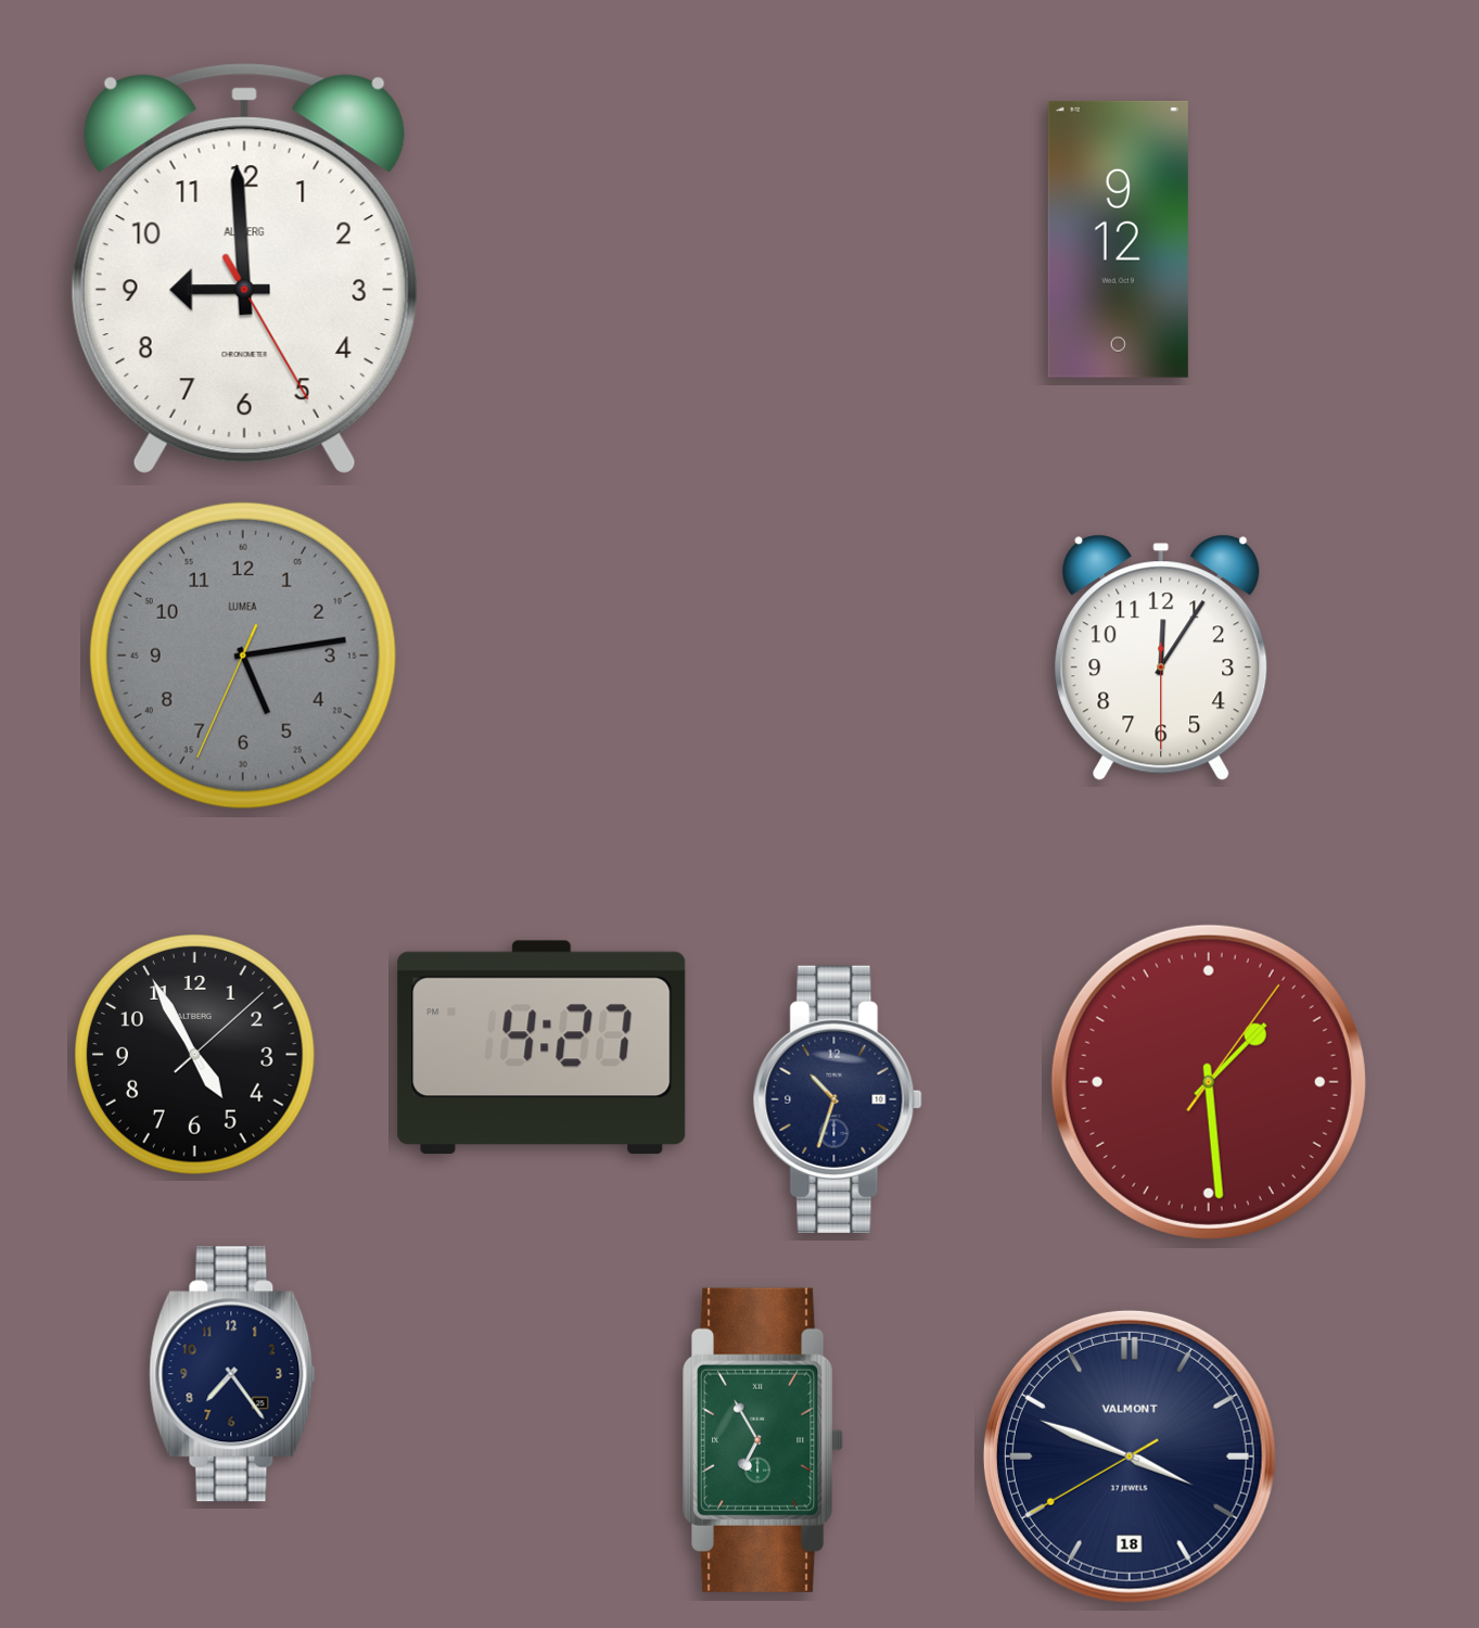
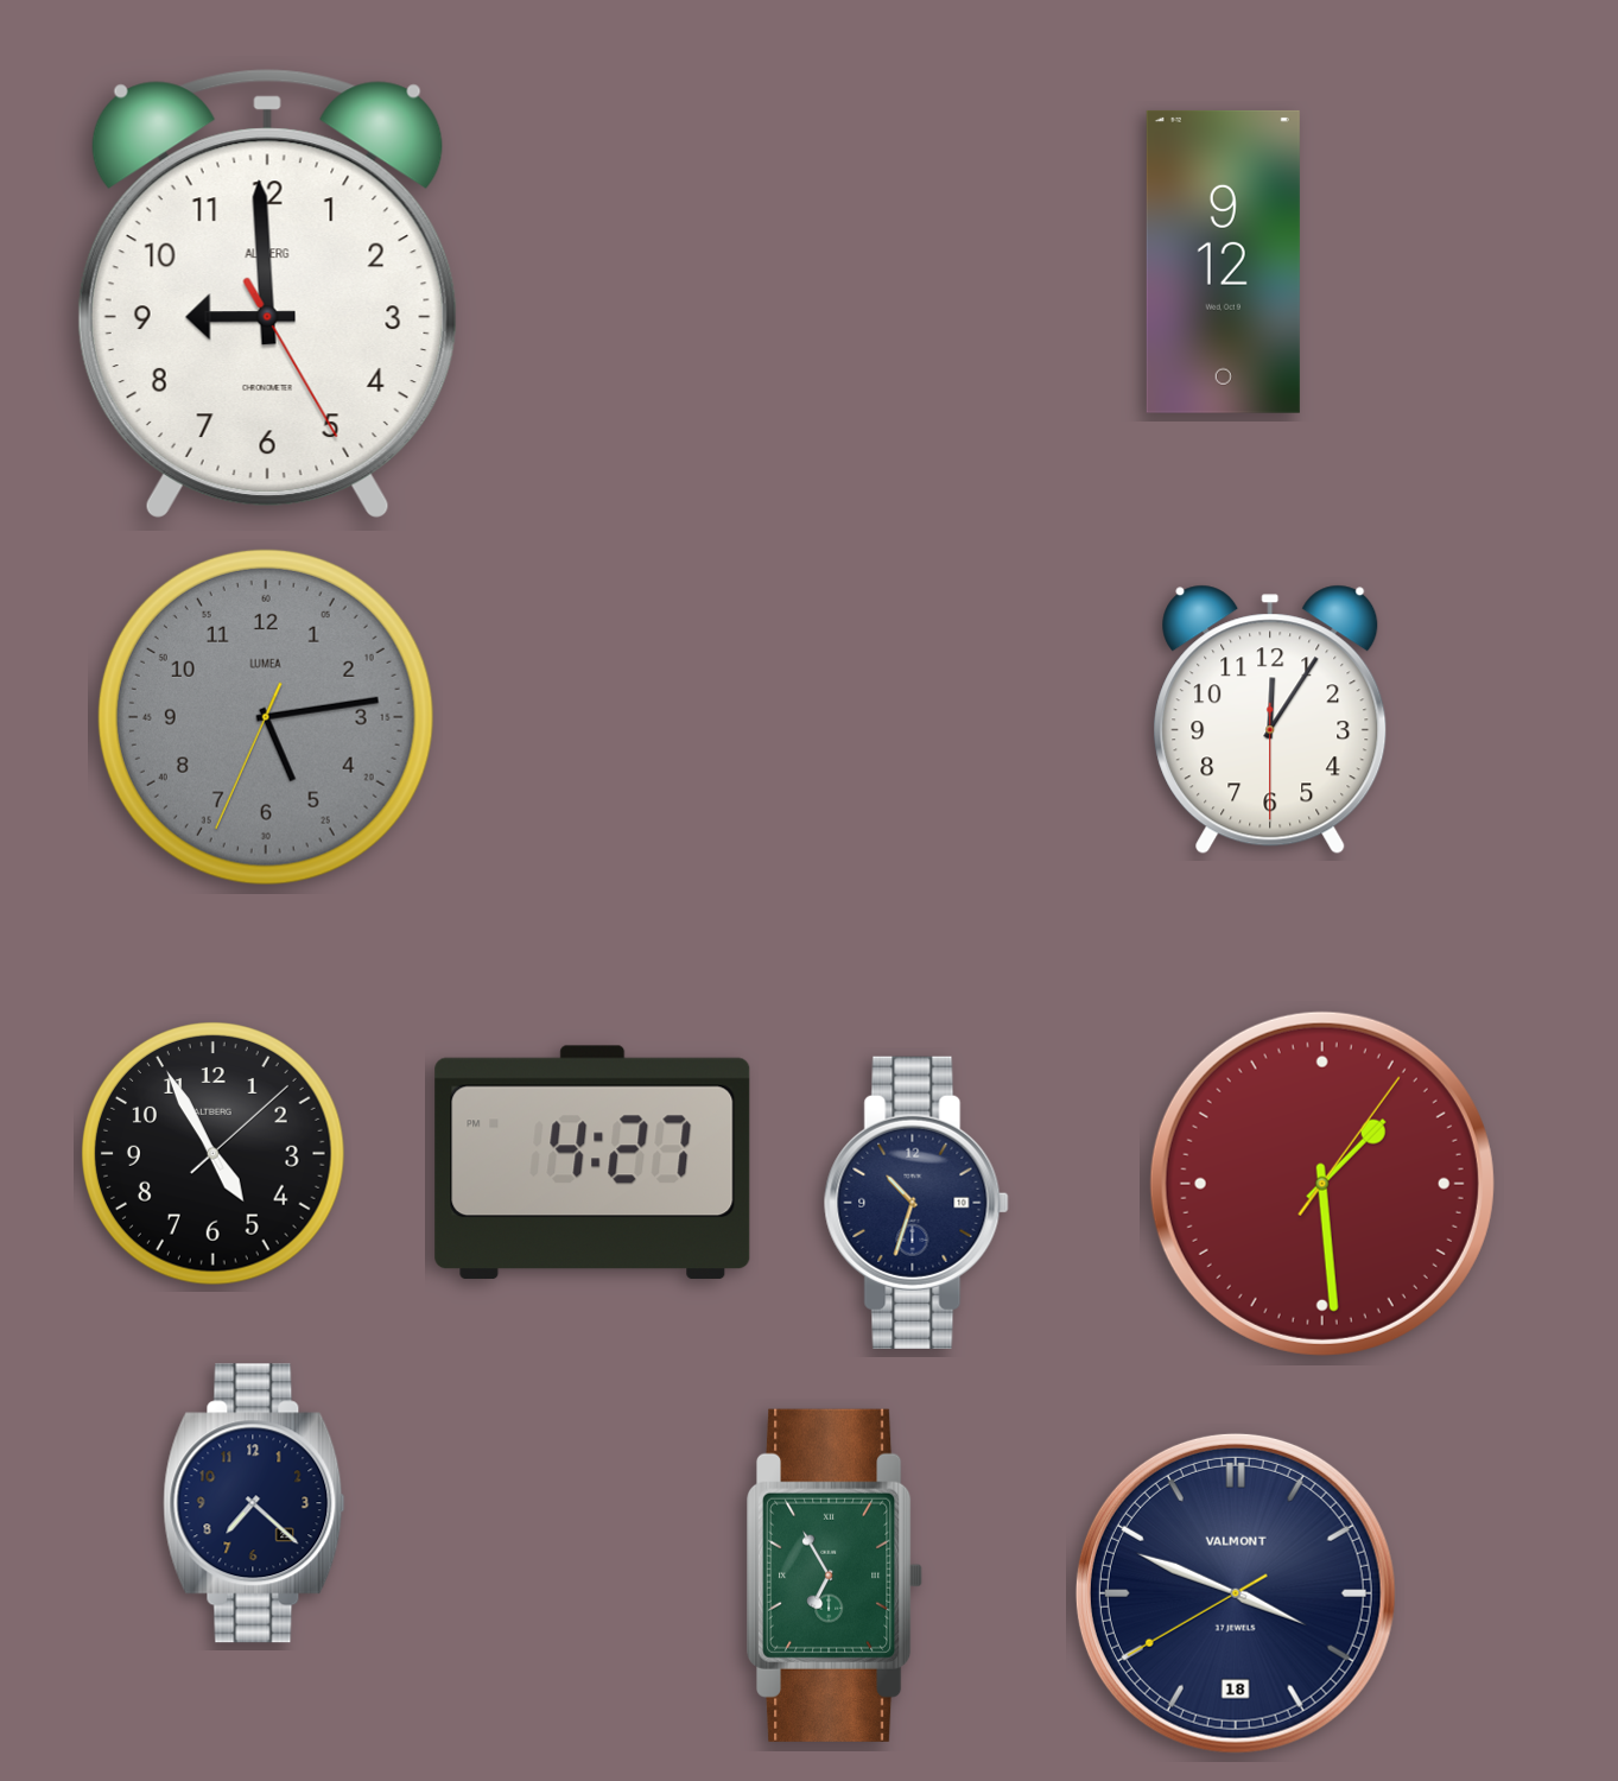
clock at (541, 1047) position: (541, 1047) -> (592, 1162)
clock at (232, 1374): 7:24 -> 7:22
